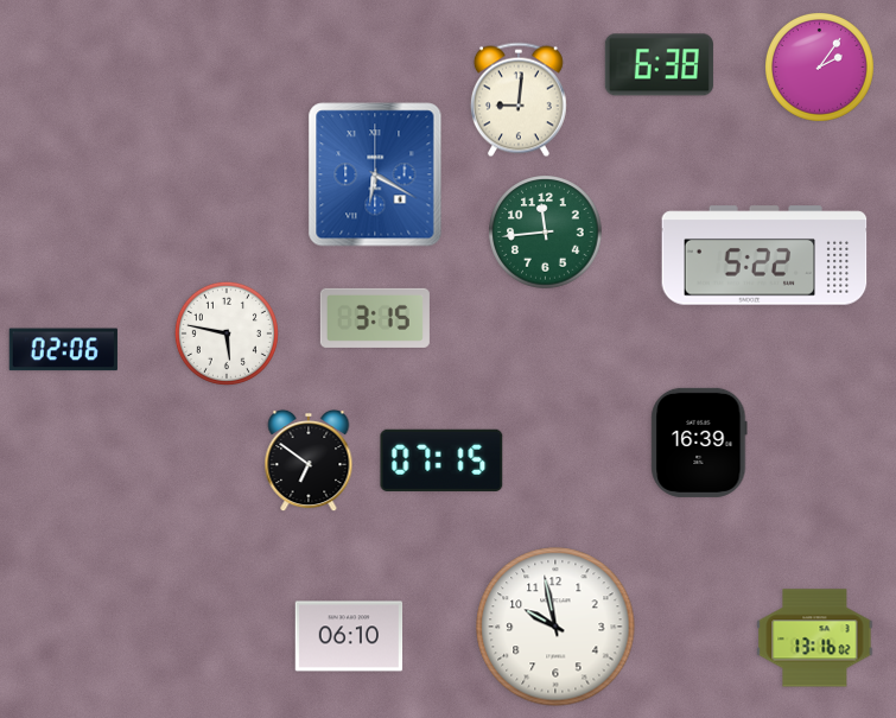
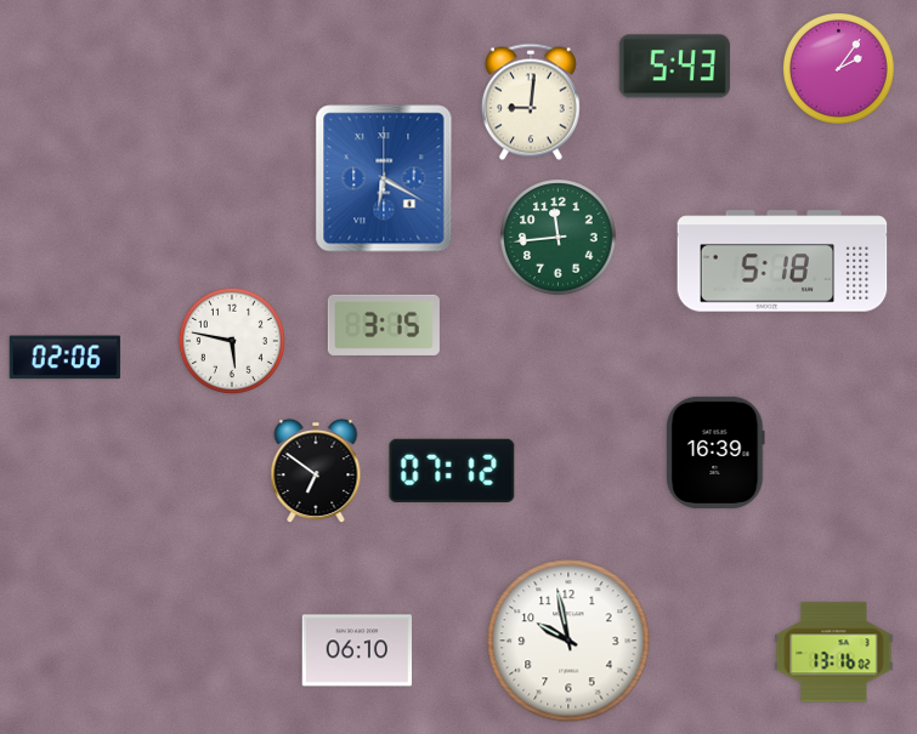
clock at (659, 65): 6:38 -> 5:43
clock at (764, 255): 5:22 -> 5:18
clock at (441, 460): 07:15 -> 07:12
